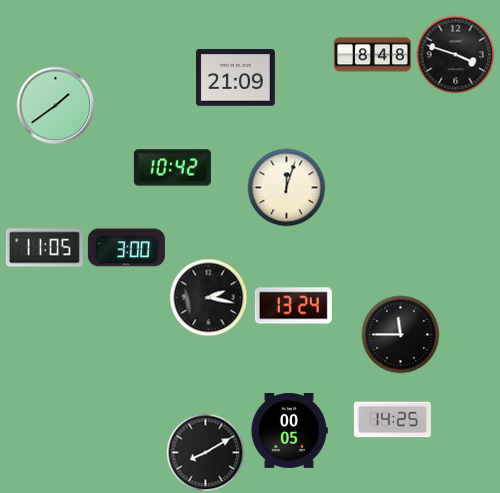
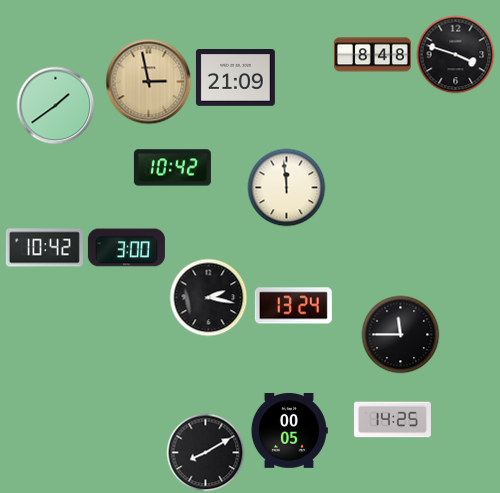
clock at (148, 81): none -> 2:58
clock at (286, 187): 12:03 -> 11:59
clock at (44, 248): 11:05 -> 10:42
